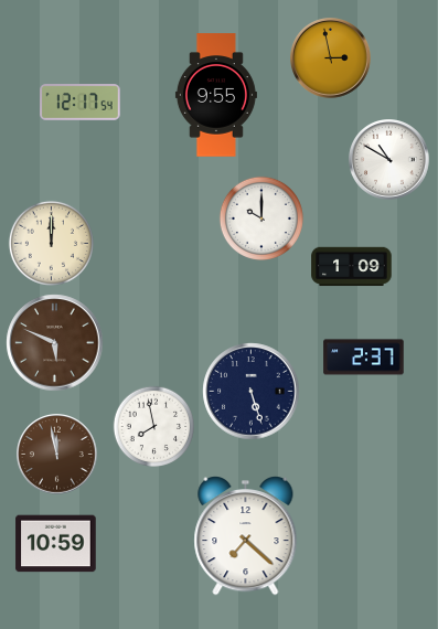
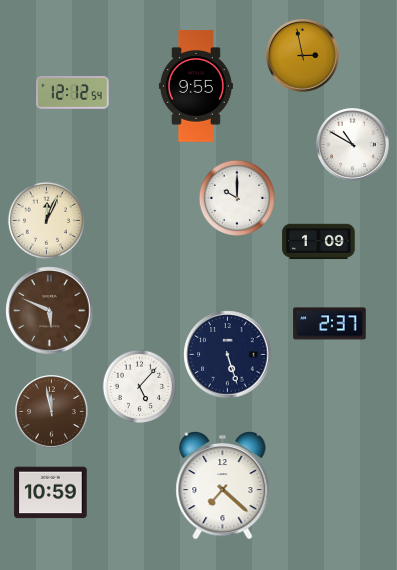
clock at (331, 58) position: (331, 58) -> (303, 56)
clock at (81, 103): 12:17 -> 12:12
clock at (51, 243): 12:00 -> 12:04
clock at (154, 427): 7:58 -> 5:07
